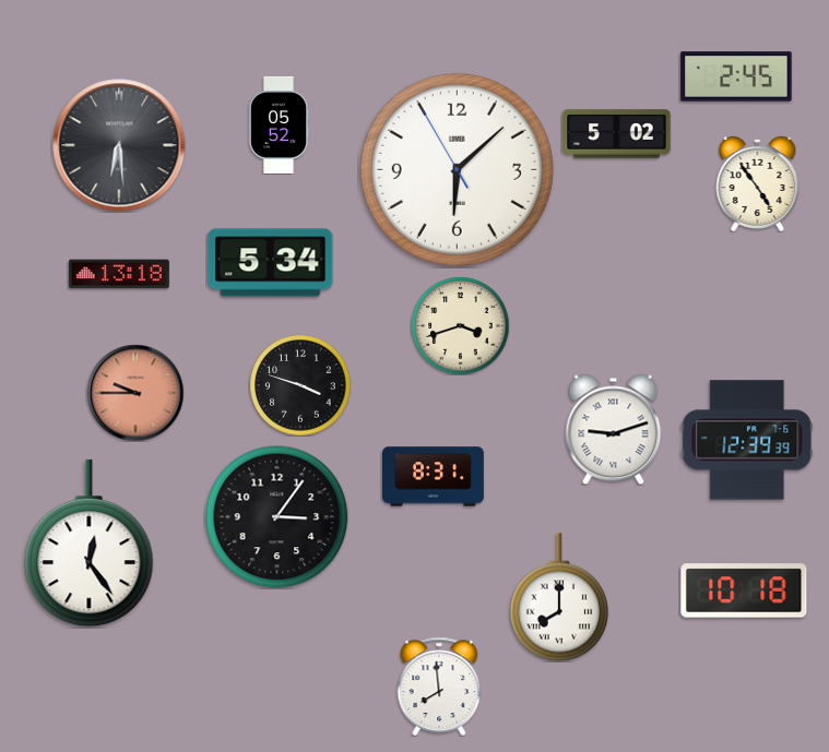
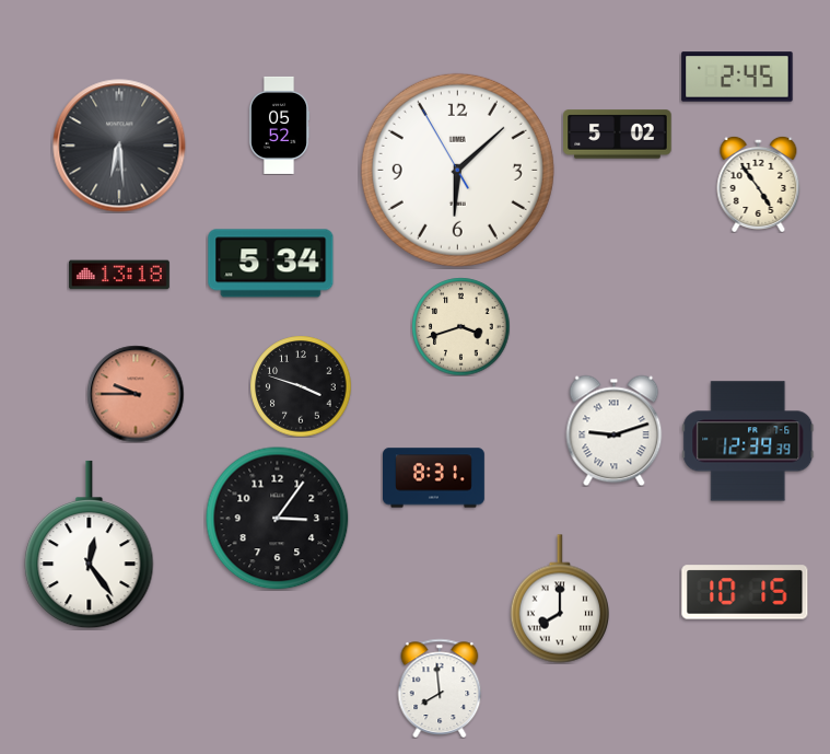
clock at (744, 590): 10:18 -> 10:15
